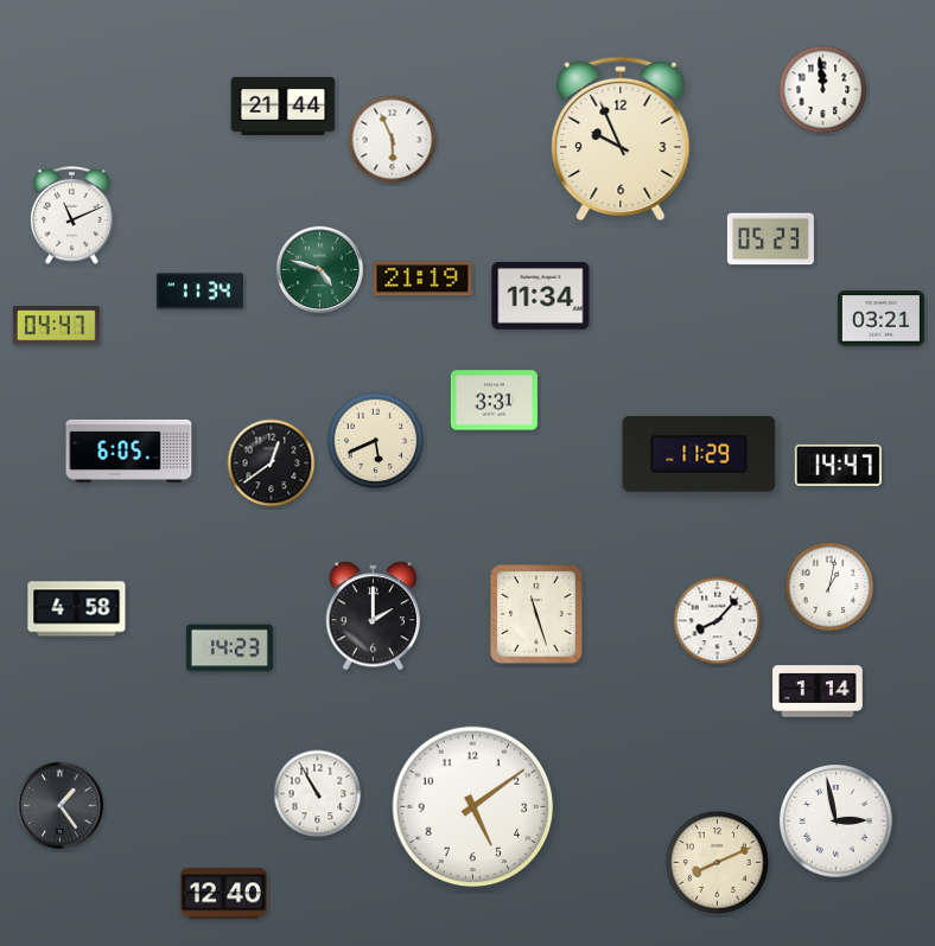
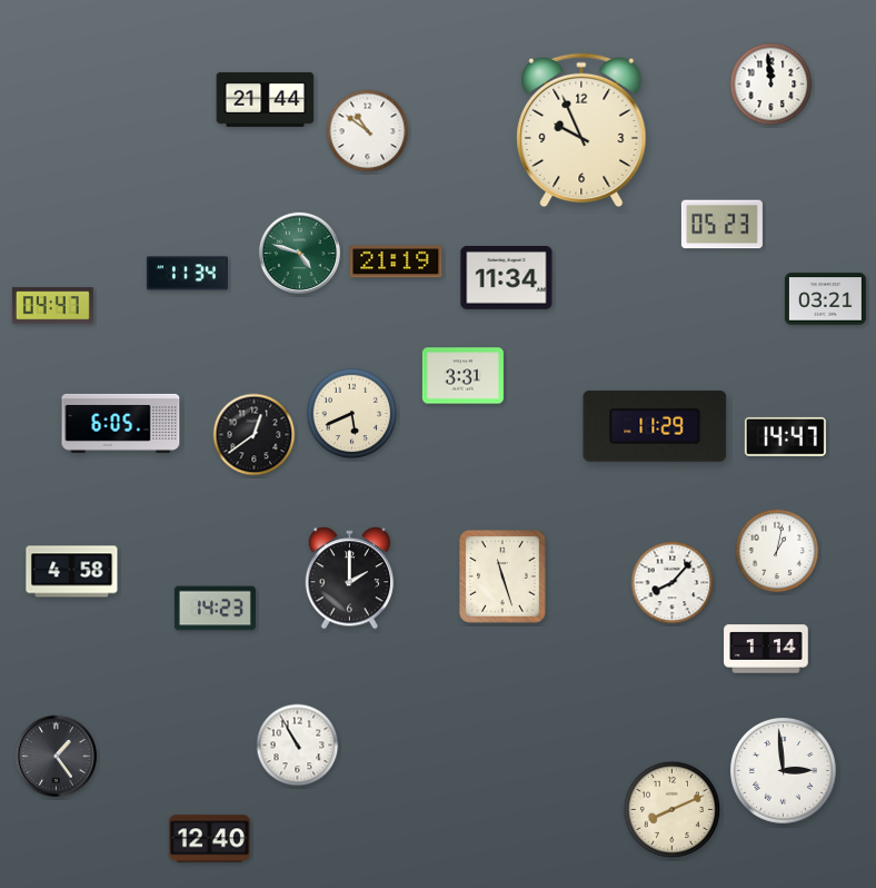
clock at (393, 140): 5:56 -> 10:51
clock at (72, 216): 11:11 -> none
clock at (473, 807): 5:09 -> none
clock at (837, 822): 2:58 -> 2:59
